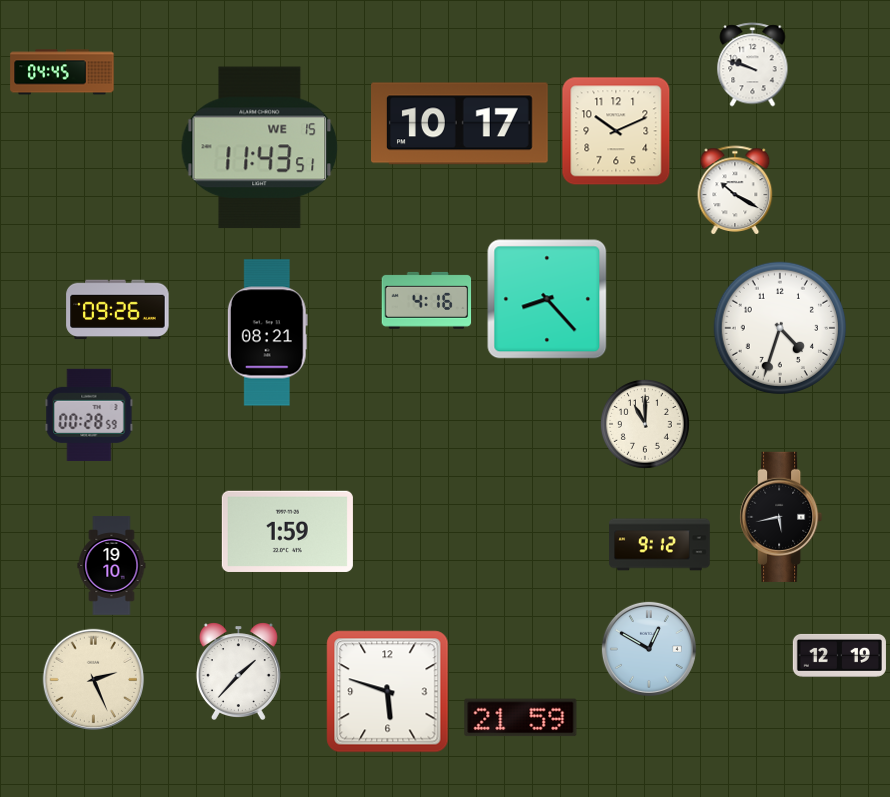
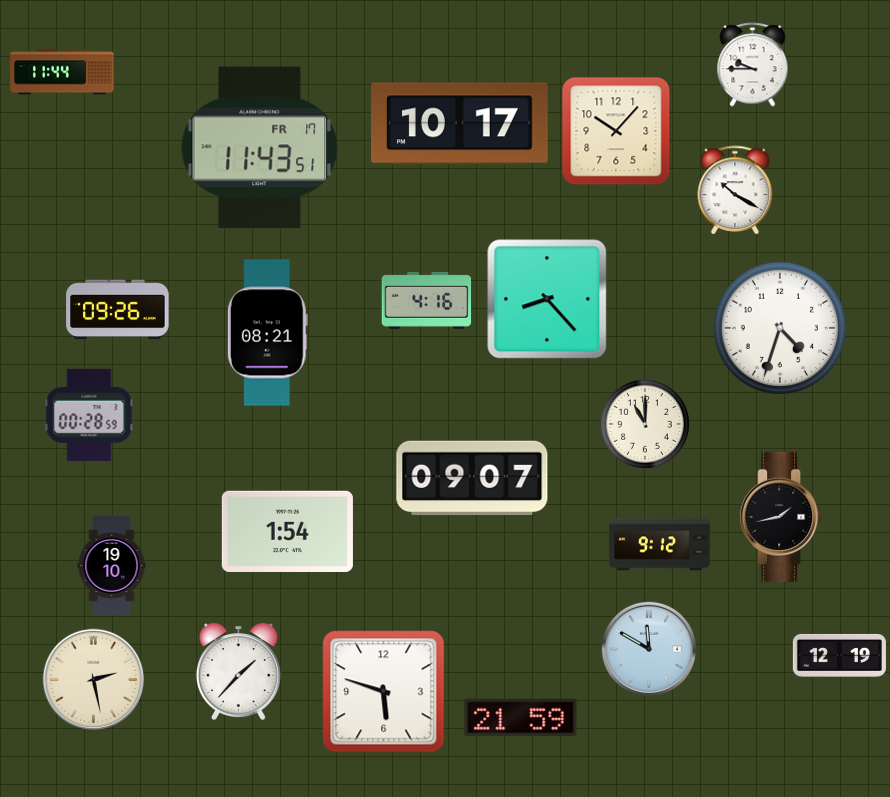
clock at (753, 65): 9:48 -> 9:45
clock at (62, 72): 04:45 -> 11:44
clock at (616, 131): 10:11 -> 10:07
clock at (260, 148) date: WE 15 -> FR 17
clock at (472, 478): none -> 09:07
clock at (781, 517): 5:43 -> 1:43
clock at (287, 531): 1:59 -> 1:54
clock at (649, 649): 12:50 -> 11:50
clock at (93, 679): 2:26 -> 2:28
clock at (388, 692) position: (388, 692) -> (384, 692)
